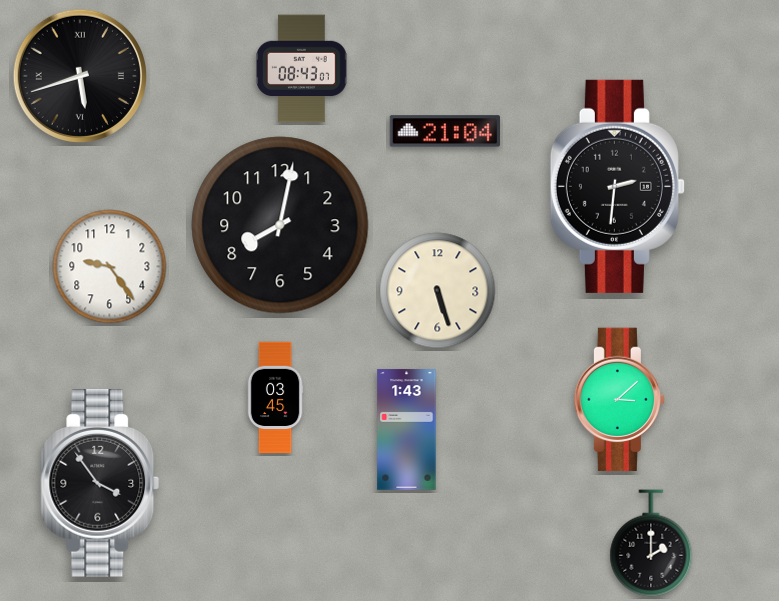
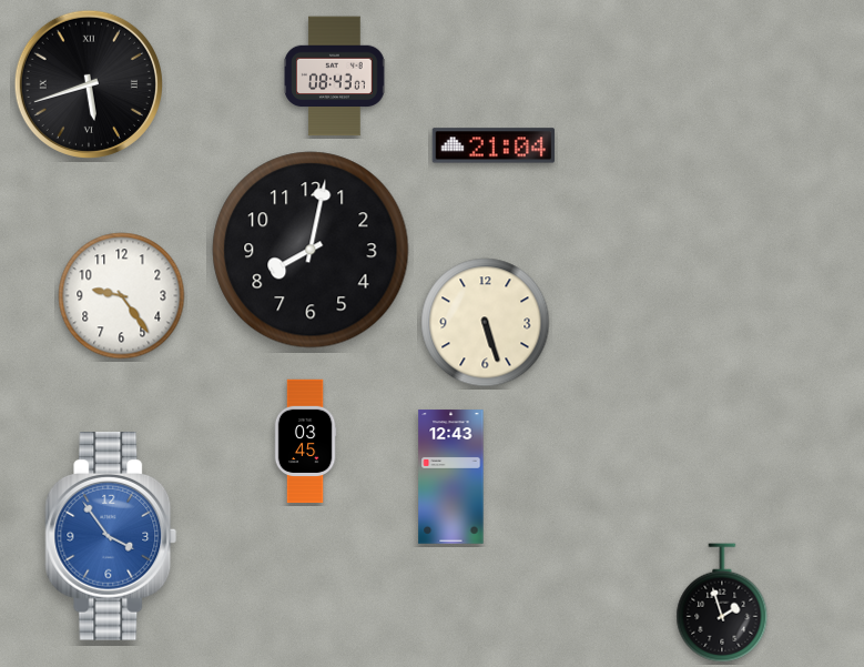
clock at (617, 186): 2:31 -> none
clock at (619, 400): 3:08 -> none
clock at (407, 430): 1:43 -> 12:43
clock at (100, 484) dial: black -> blue
clock at (651, 543): 2:00 -> 1:57
